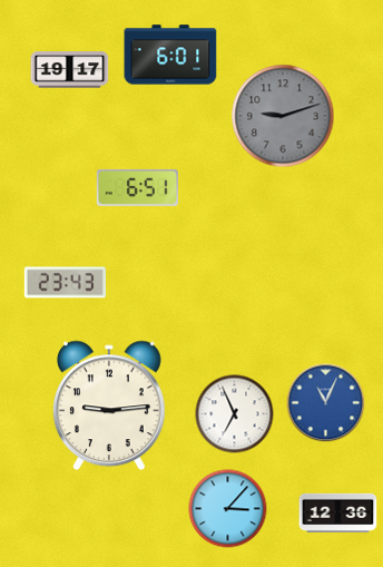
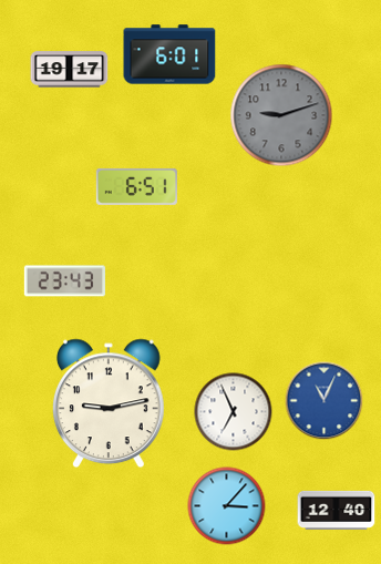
clock at (109, 405): 9:14 -> 9:13
clock at (338, 512): 12:36 -> 12:40
